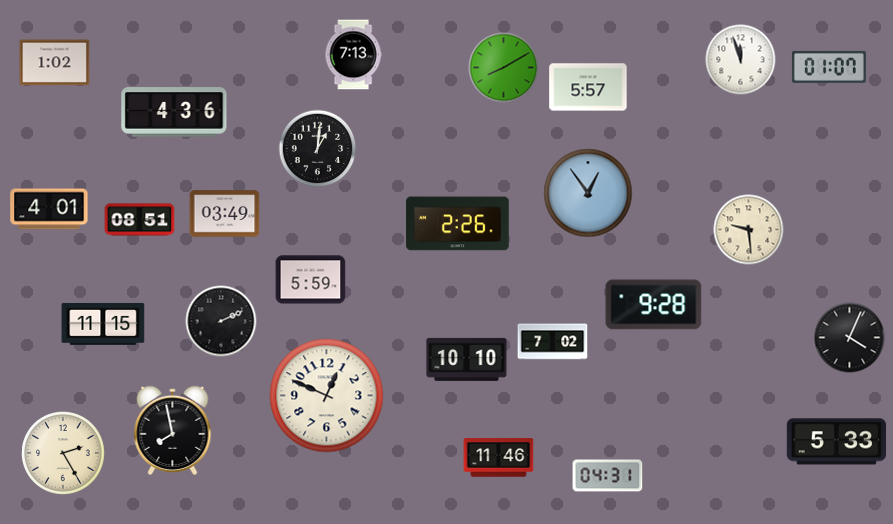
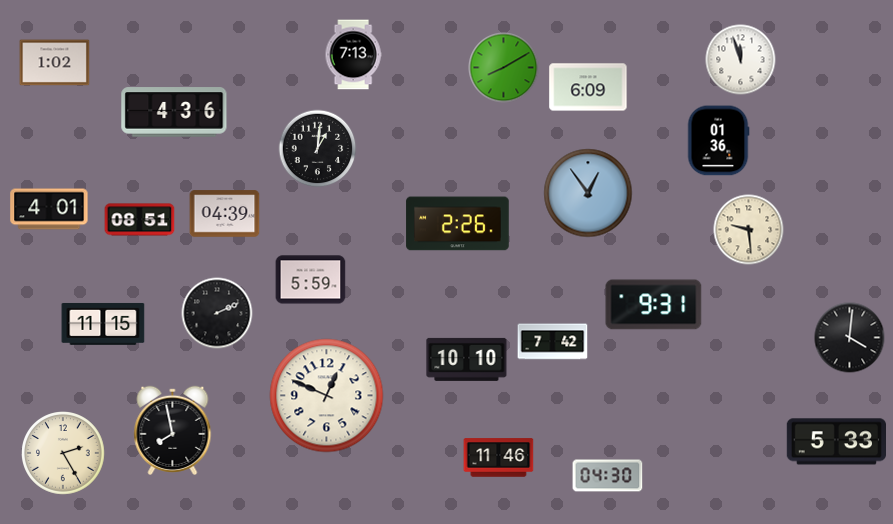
clock at (829, 67): 01:07 -> none
clock at (588, 87): 5:57 -> 6:09
clock at (718, 141): none -> 01:36
clock at (225, 214): 03:49 -> 04:39
clock at (654, 305): 9:28 -> 9:31
clock at (221, 321) position: (221, 321) -> (217, 313)
clock at (850, 338): 4:04 -> 4:01
clock at (553, 342): 7:02 -> 7:42
clock at (608, 476): 04:31 -> 04:30
